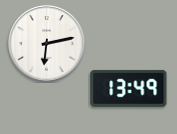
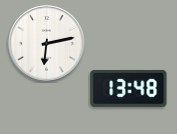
clock at (129, 88): 13:49 -> 13:48
